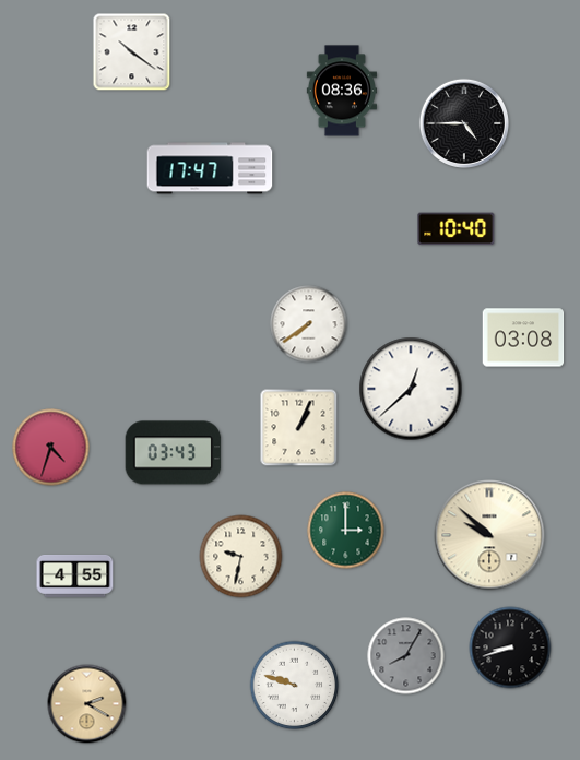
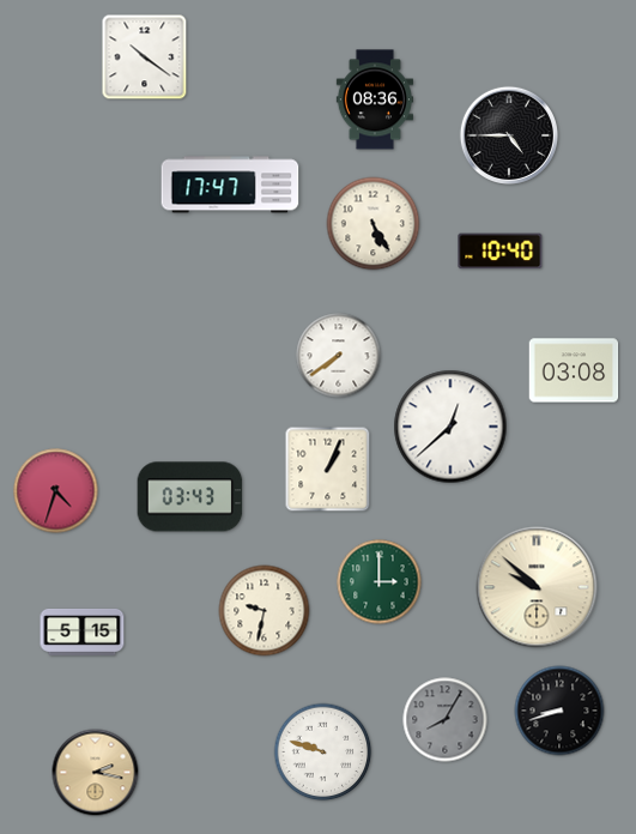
clock at (374, 224): none -> 5:25
clock at (75, 575): 4:55 -> 5:15
clock at (87, 704): 2:20 -> 2:17
